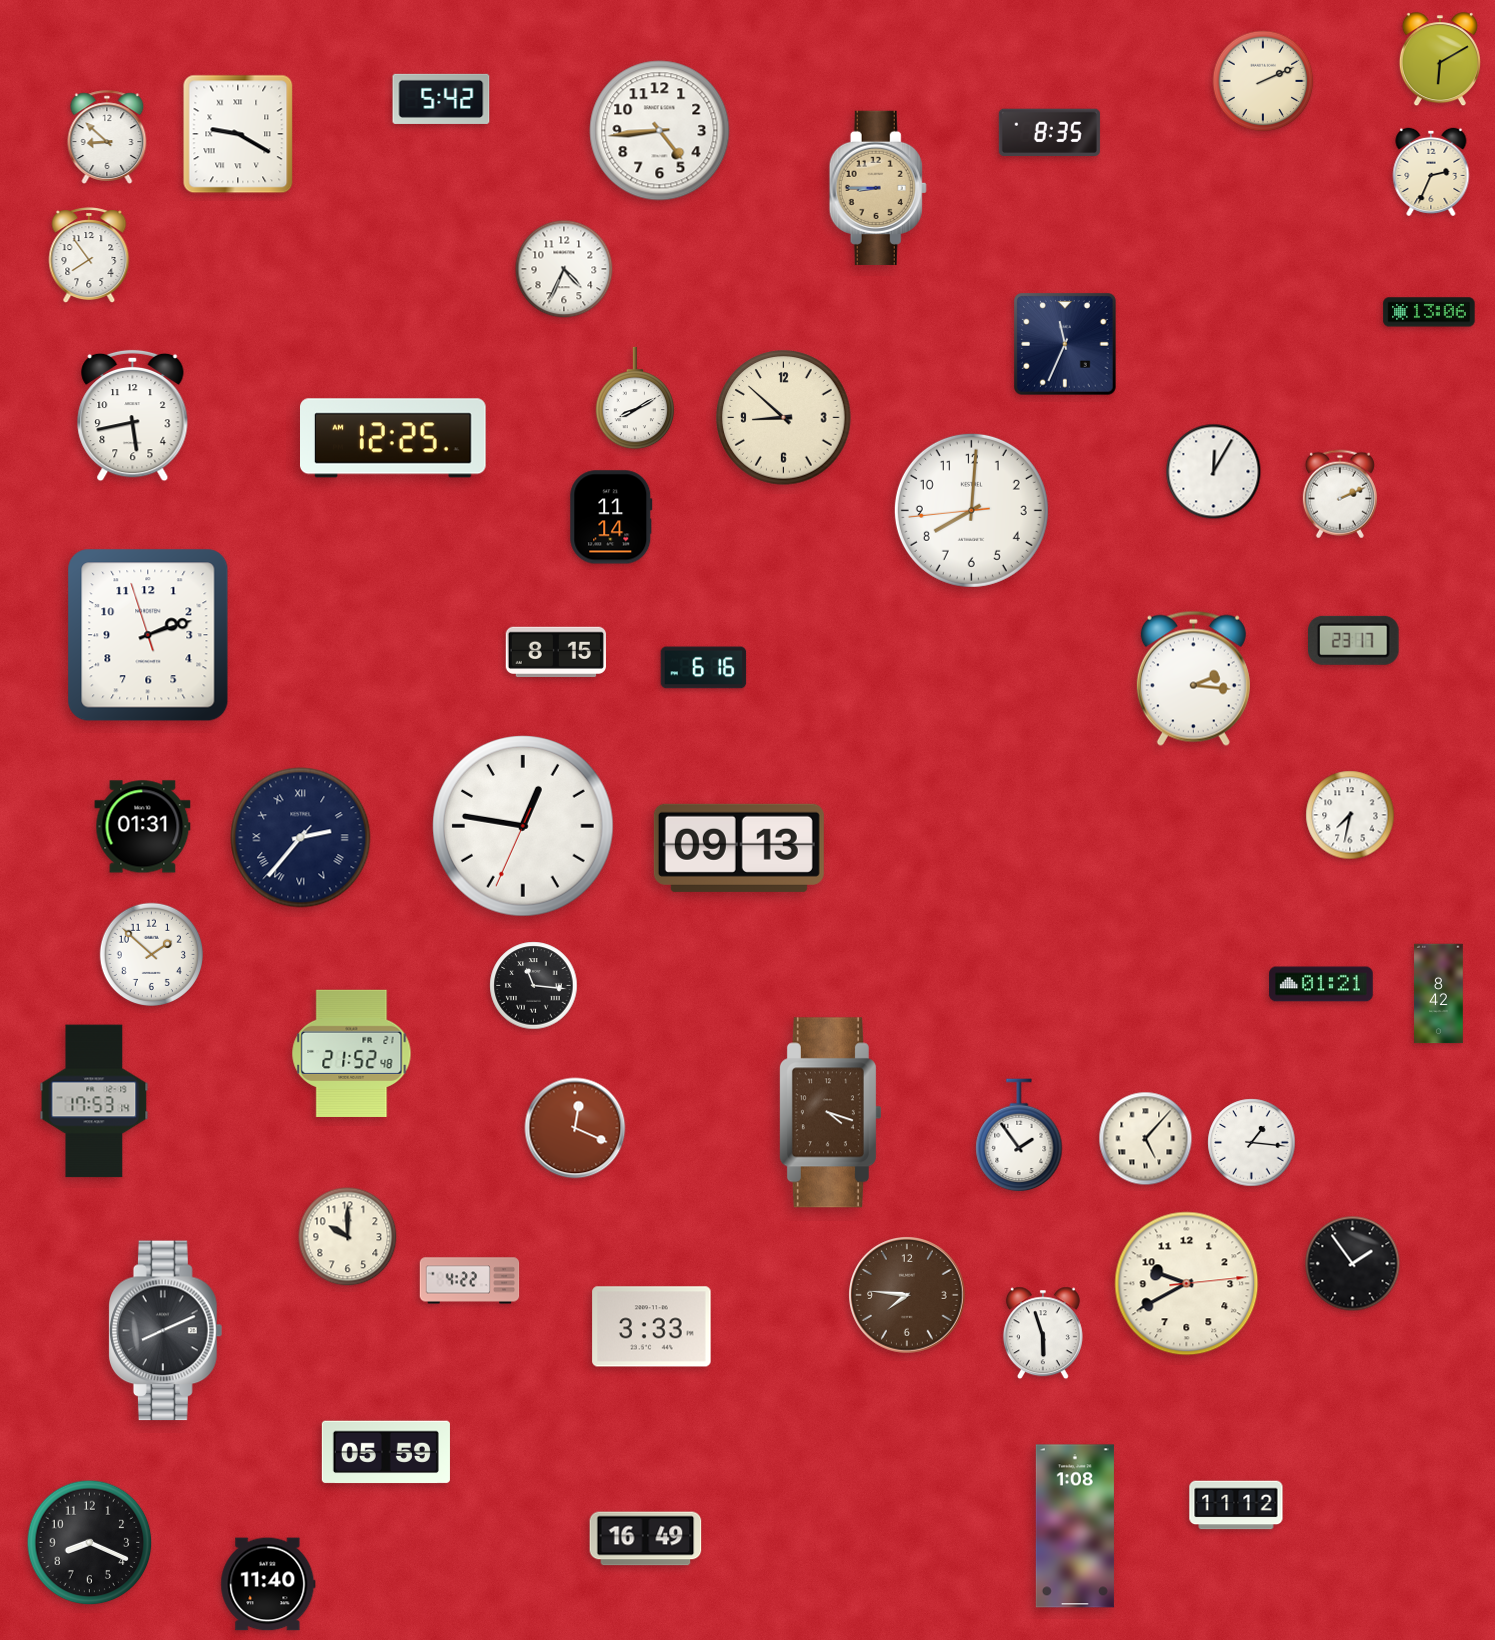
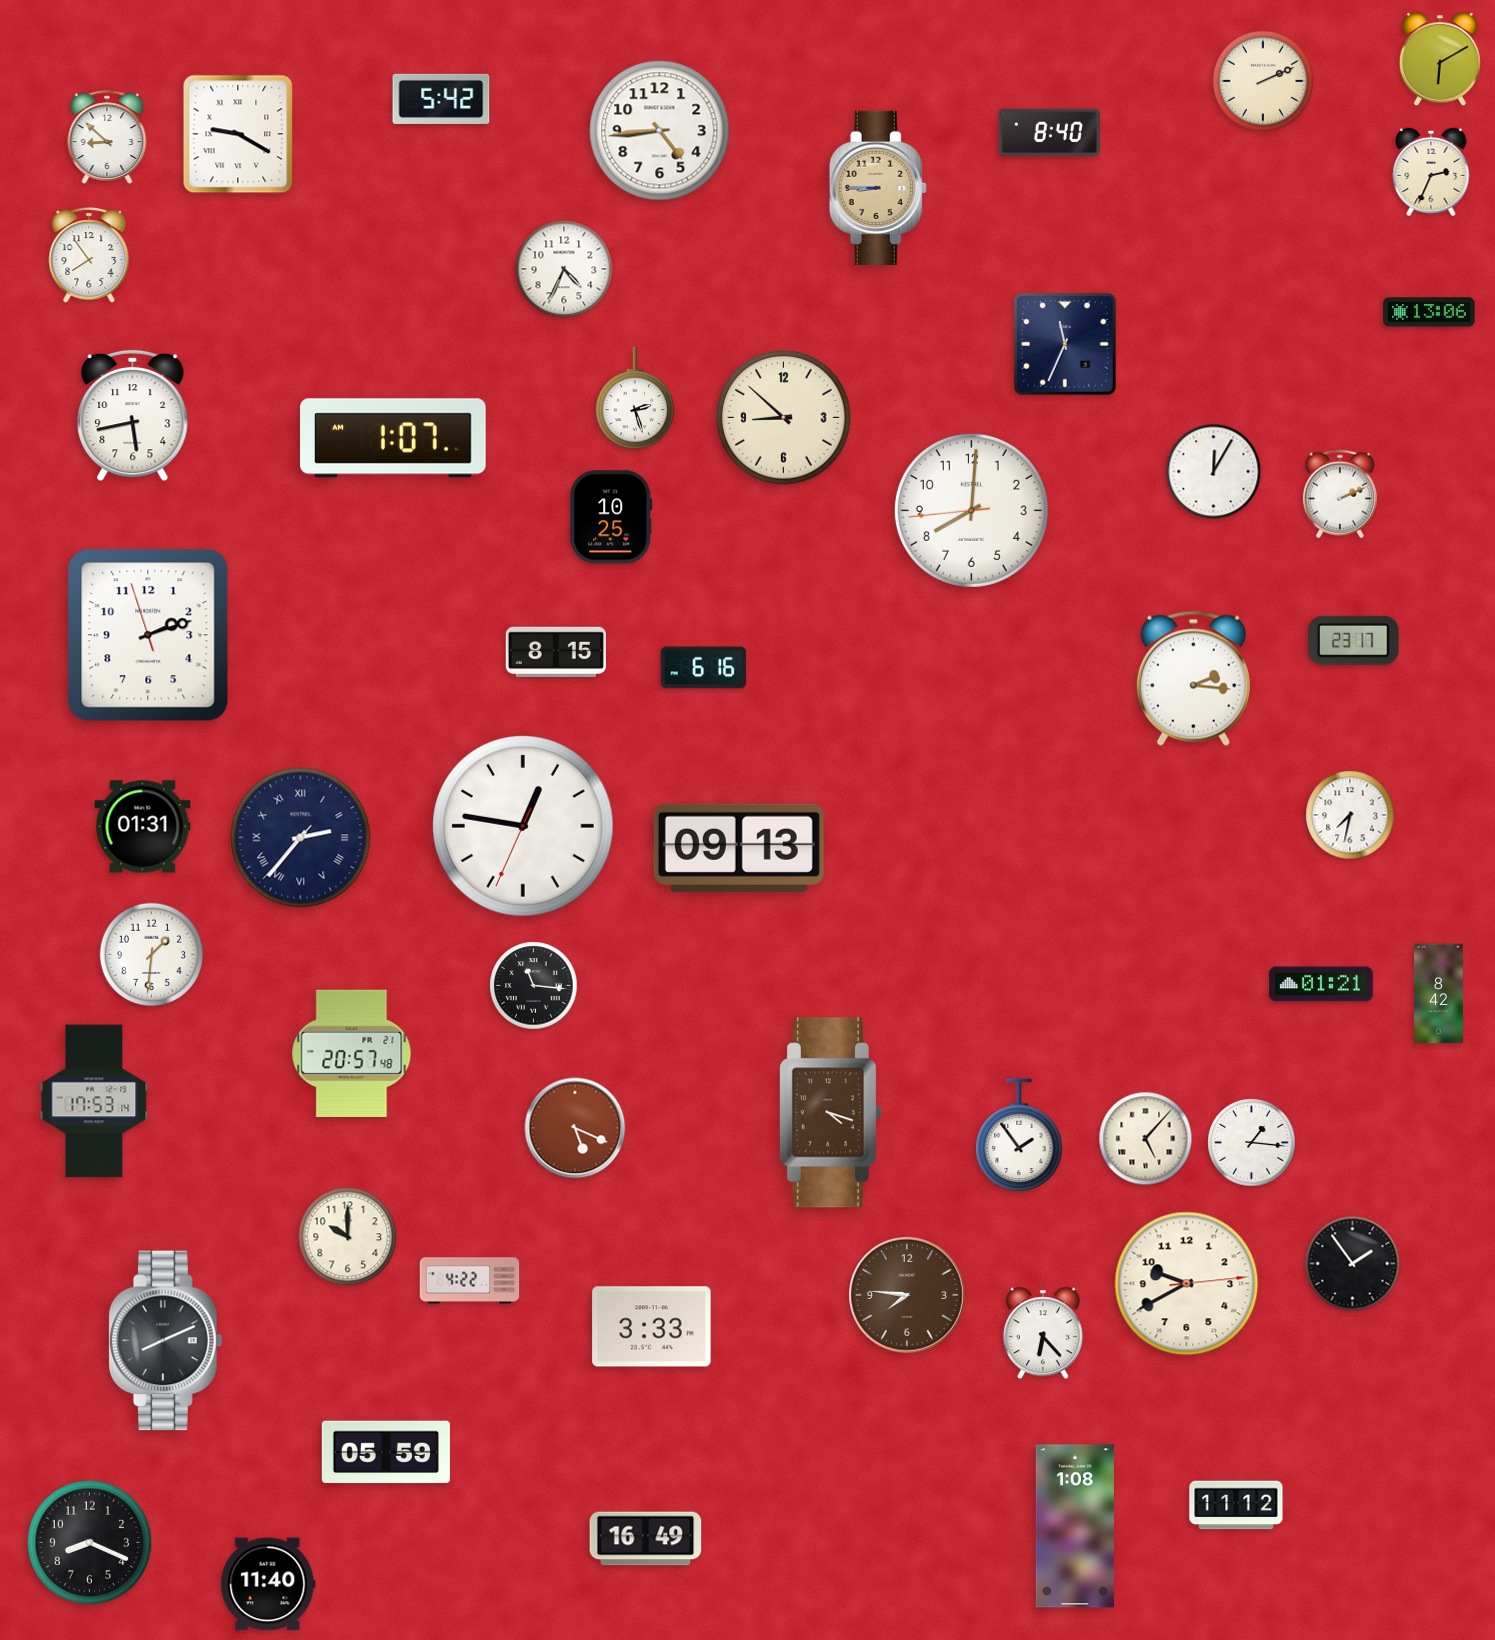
clock at (1049, 133): 8:35 -> 8:40
clock at (634, 398): 8:10 -> 2:27
clock at (394, 438): 12:25 -> 1:07
clock at (611, 517): 11:14 -> 10:25
clock at (151, 954): 1:52 -> 1:31
clock at (352, 1053): 21:52 -> 20:57
clock at (575, 1128): 12:19 -> 5:19
clock at (166, 1331) position: (166, 1331) -> (166, 1341)
clock at (1043, 1333): 5:57 -> 6:23
